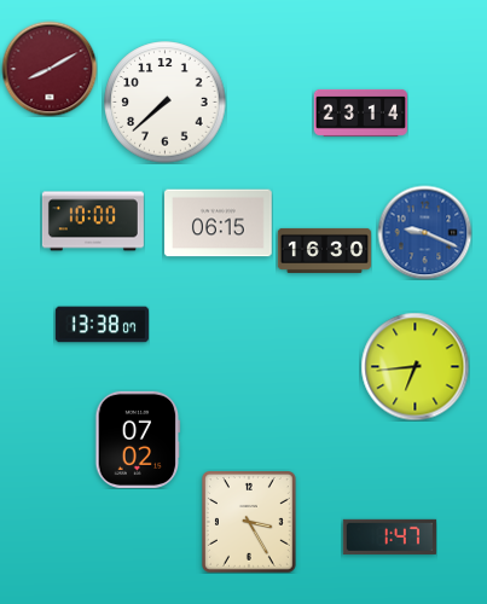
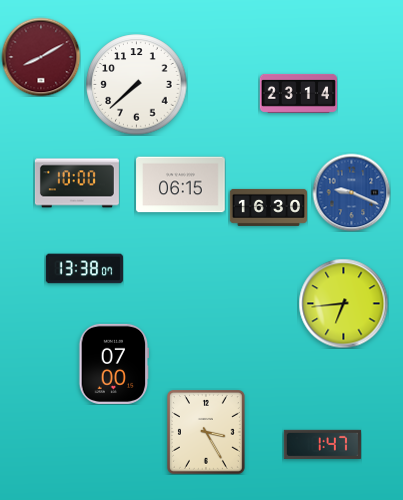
clock at (138, 440): 07:02 -> 07:00
